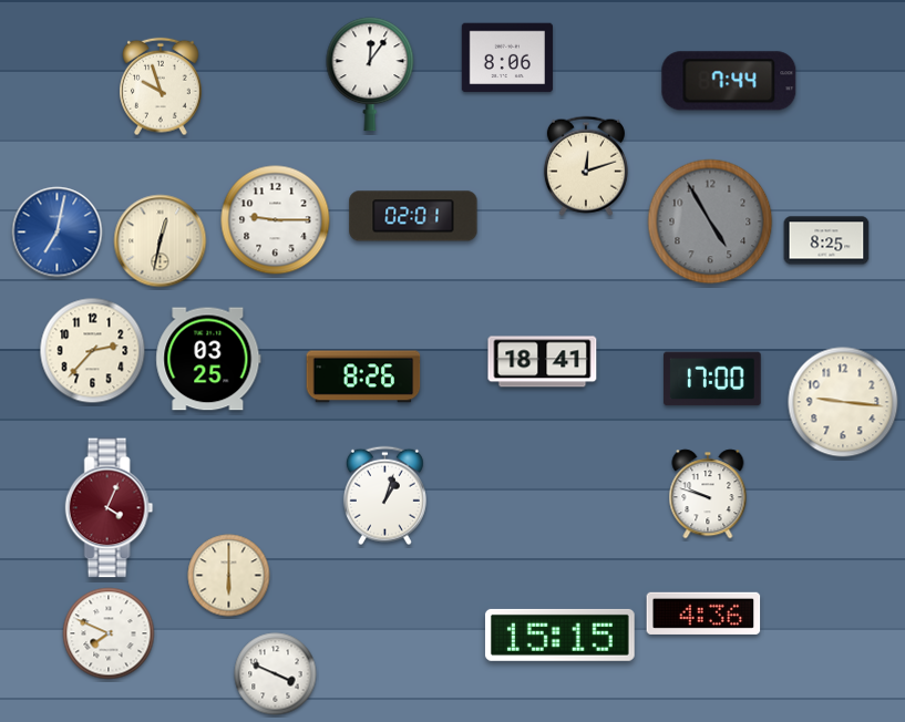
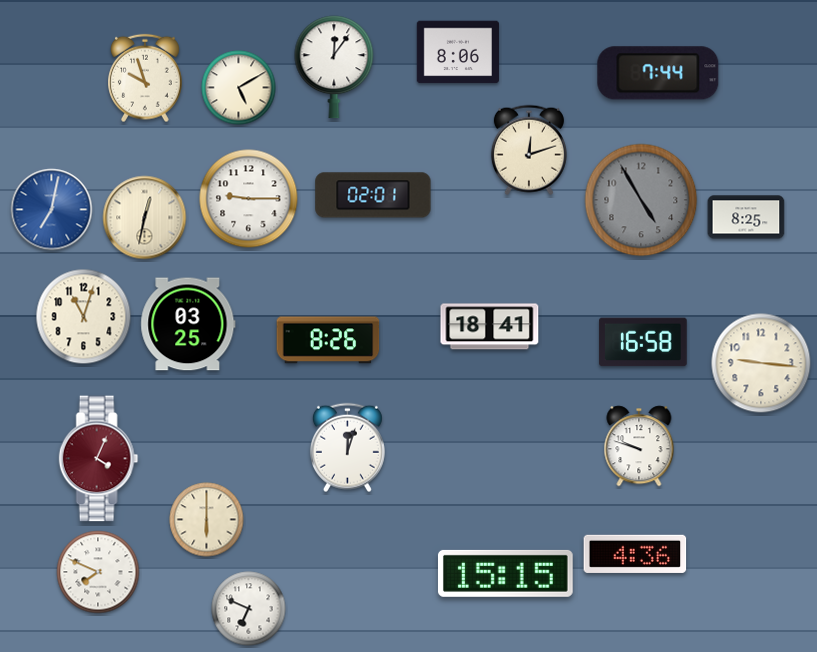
clock at (239, 88): none -> 5:10
clock at (93, 351): 2:37 -> 11:03
clock at (712, 379): 17:00 -> 16:58
clock at (384, 496): 1:03 -> 12:03
clock at (276, 674): 3:49 -> 6:49
